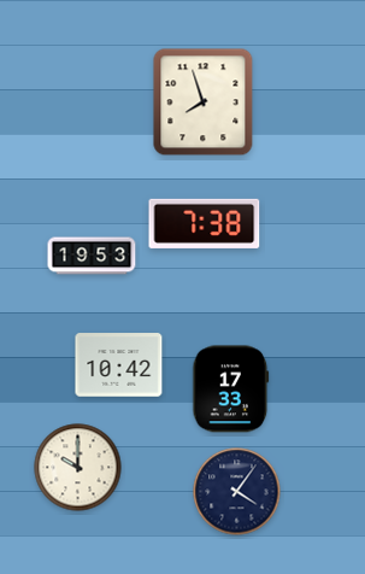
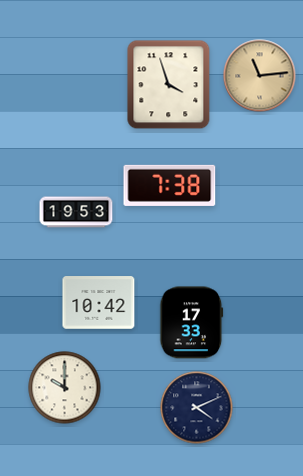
clock at (260, 76): none -> 11:14
clock at (204, 102): 7:57 -> 3:57
clock at (237, 492): 4:06 -> 4:11
